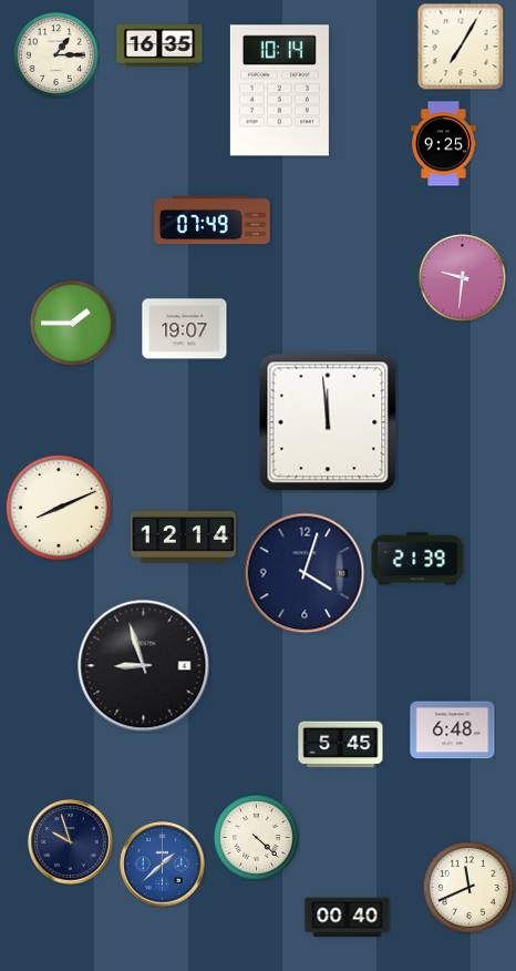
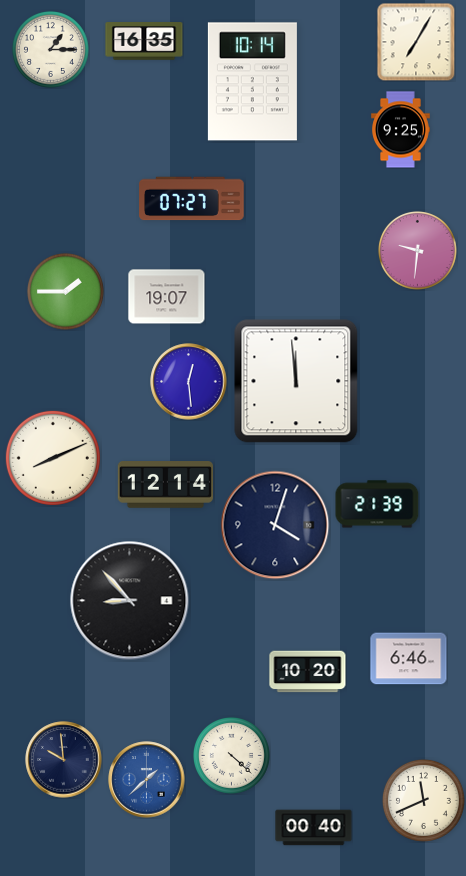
clock at (213, 221): 07:49 -> 07:27
clock at (189, 382): none -> 12:29
clock at (305, 573) position: (305, 573) -> (275, 525)
clock at (144, 666): 8:57 -> 8:53
clock at (453, 730): 6:48 -> 6:46
clock at (341, 745): 5:45 -> 10:20
clock at (71, 842): 9:57 -> 9:59
